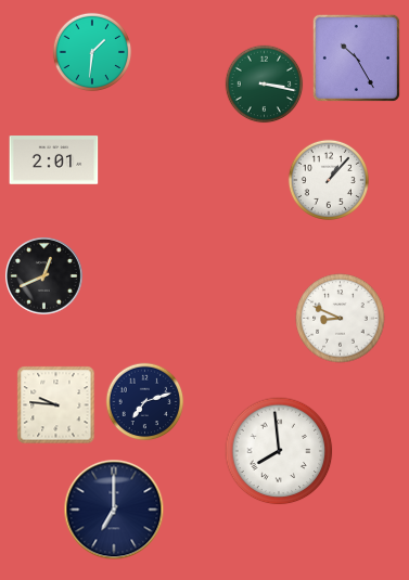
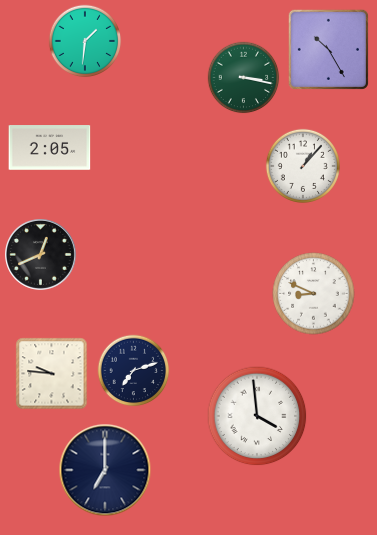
clock at (92, 52) position: (92, 52) -> (85, 41)
clock at (356, 57) position: (356, 57) -> (328, 49)
clock at (54, 160): 2:01 -> 2:05
clock at (279, 451): 7:59 -> 3:59
